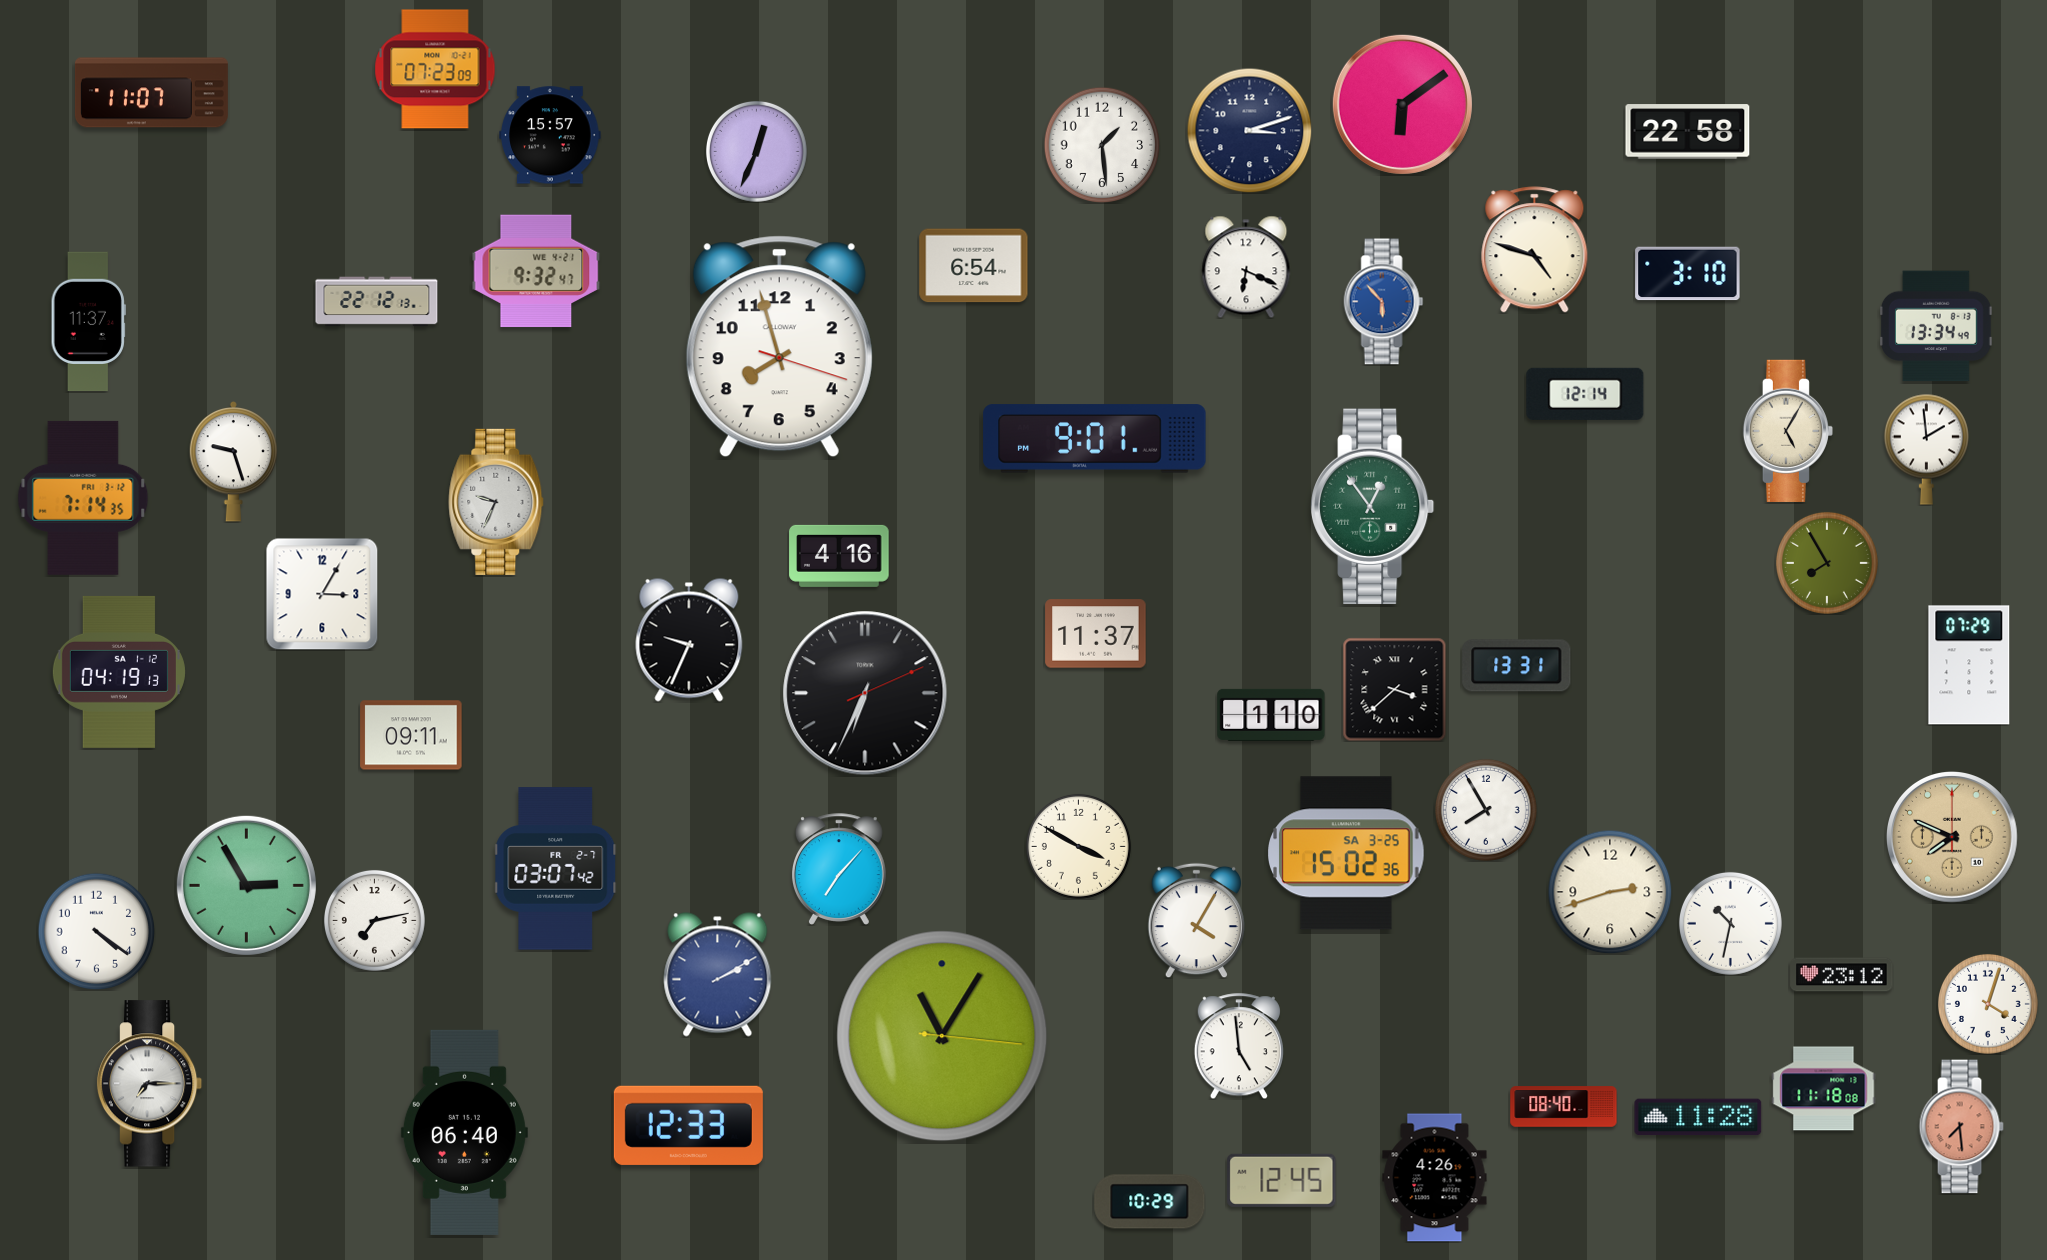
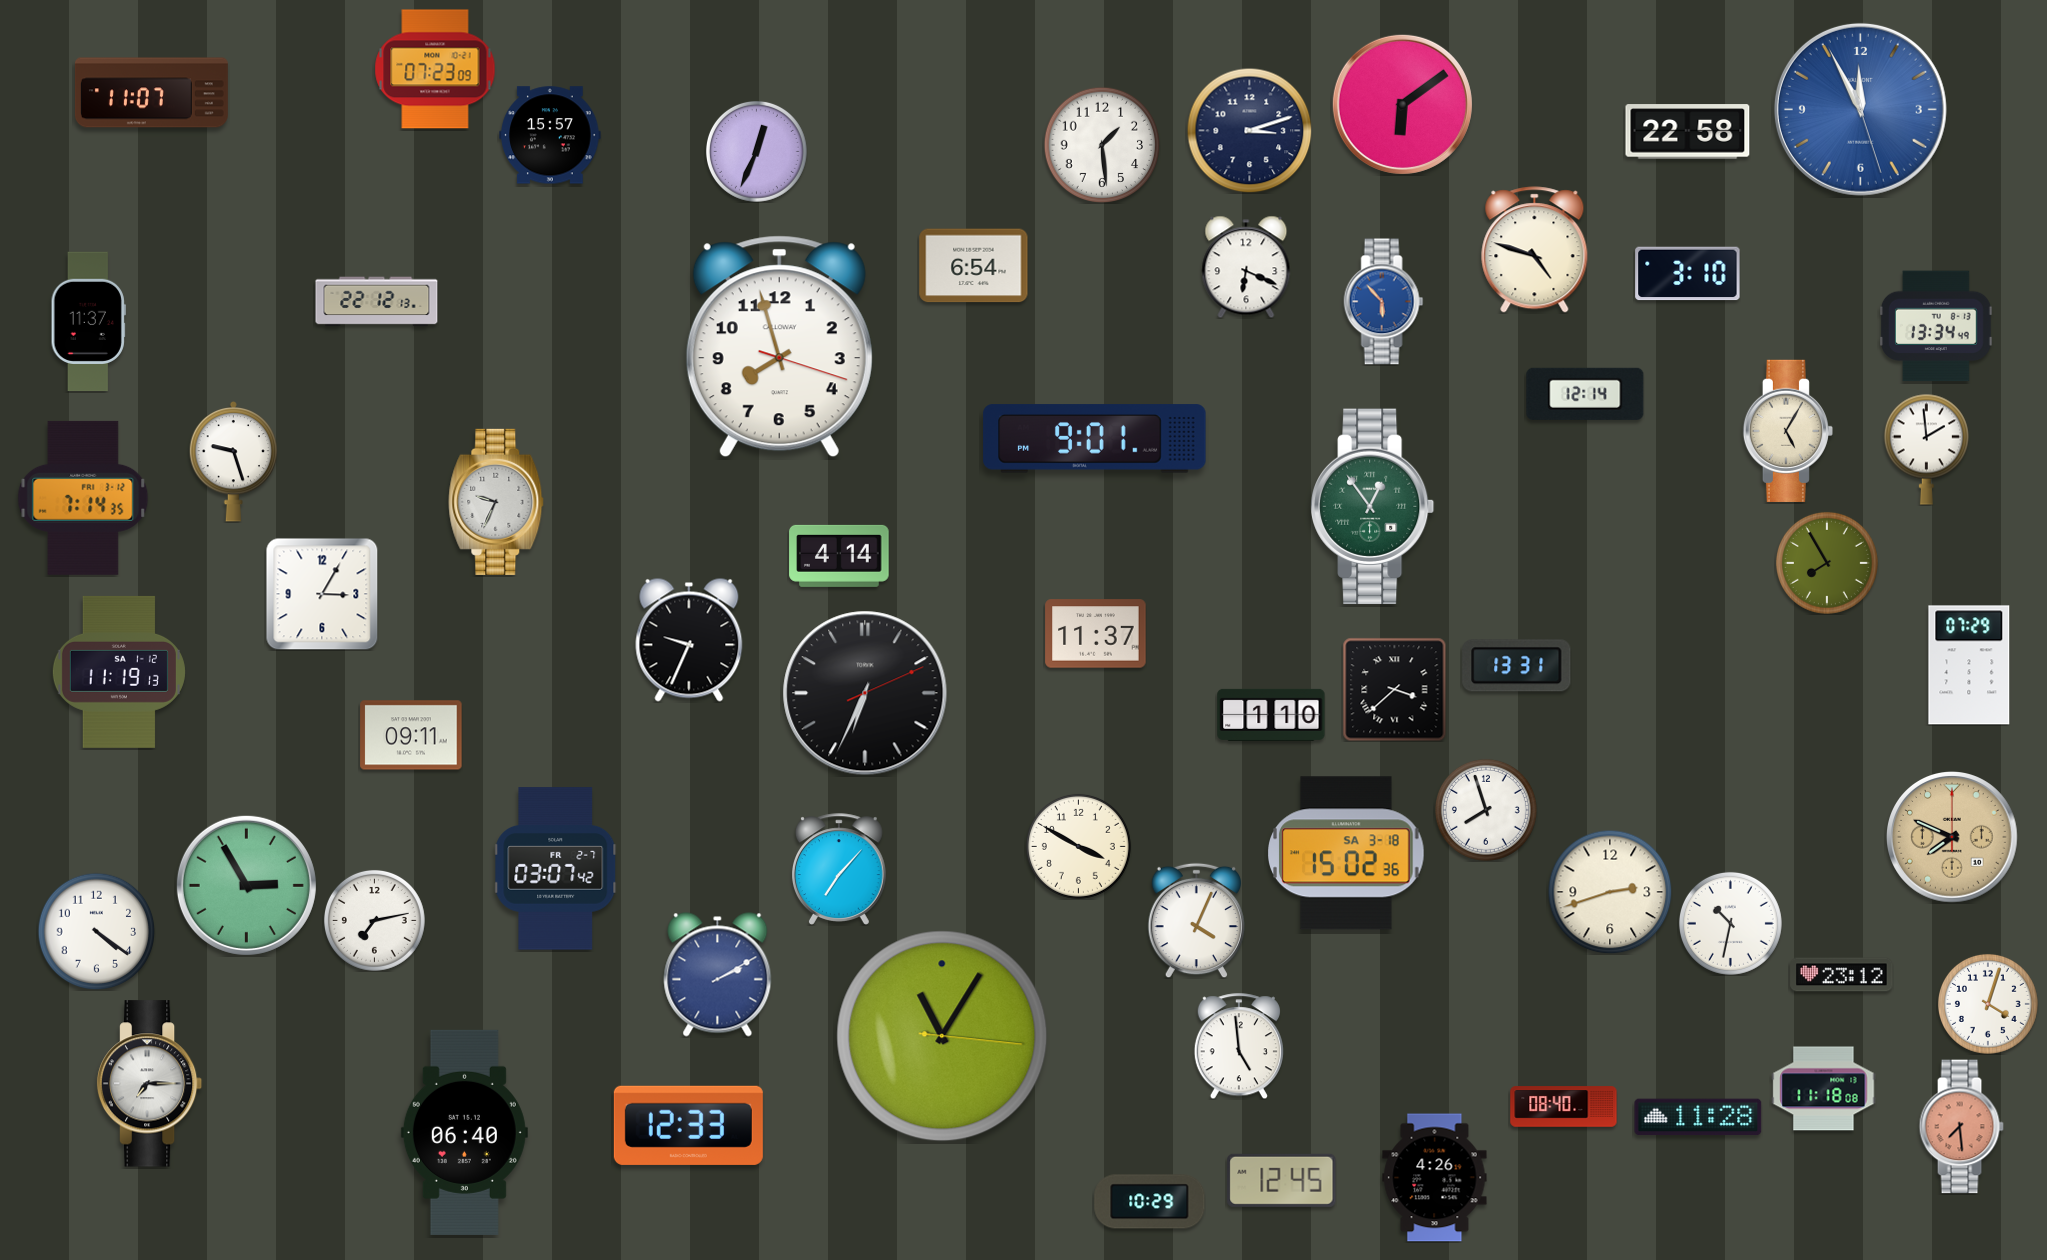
clock at (1860, 109): none -> 11:55
clock at (536, 271): 9:32 -> none
clock at (839, 556): 4:16 -> 4:14
clock at (119, 672): 04:19 -> 11:19
clock at (1486, 810): 7:55 -> 7:57
clock at (1347, 853) date: SA 3-25 -> SA 3-18
clock at (1196, 920): 4:05 -> 4:04
